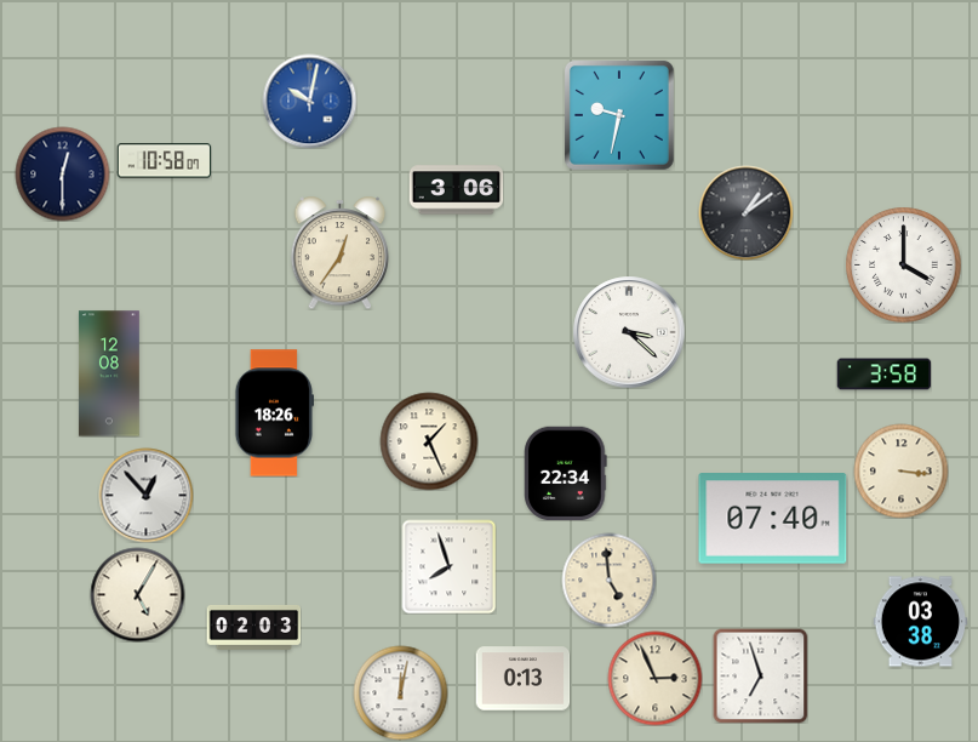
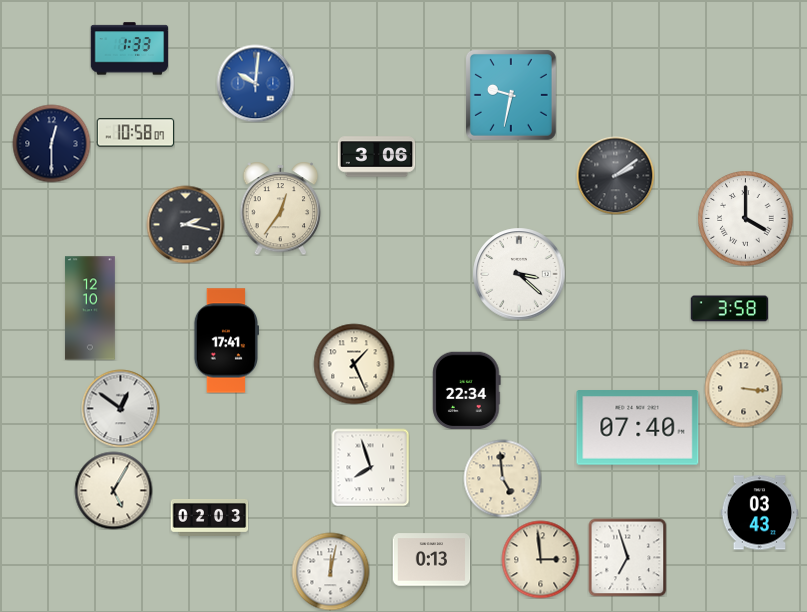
clock at (129, 49): none -> 1:33
clock at (309, 101): 10:02 -> 10:01
clock at (745, 212): 1:09 -> 2:09
clock at (185, 224): none -> 2:17
clock at (109, 373): 12:08 -> 12:10
clock at (273, 413): 18:26 -> 17:41
clock at (145, 495): 12:53 -> 12:51
clock at (920, 622): 03:38 -> 03:43
clock at (654, 678): 2:56 -> 2:59
